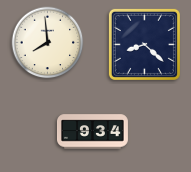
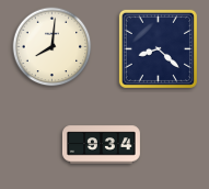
clock at (48, 43): 7:59 -> 8:01
